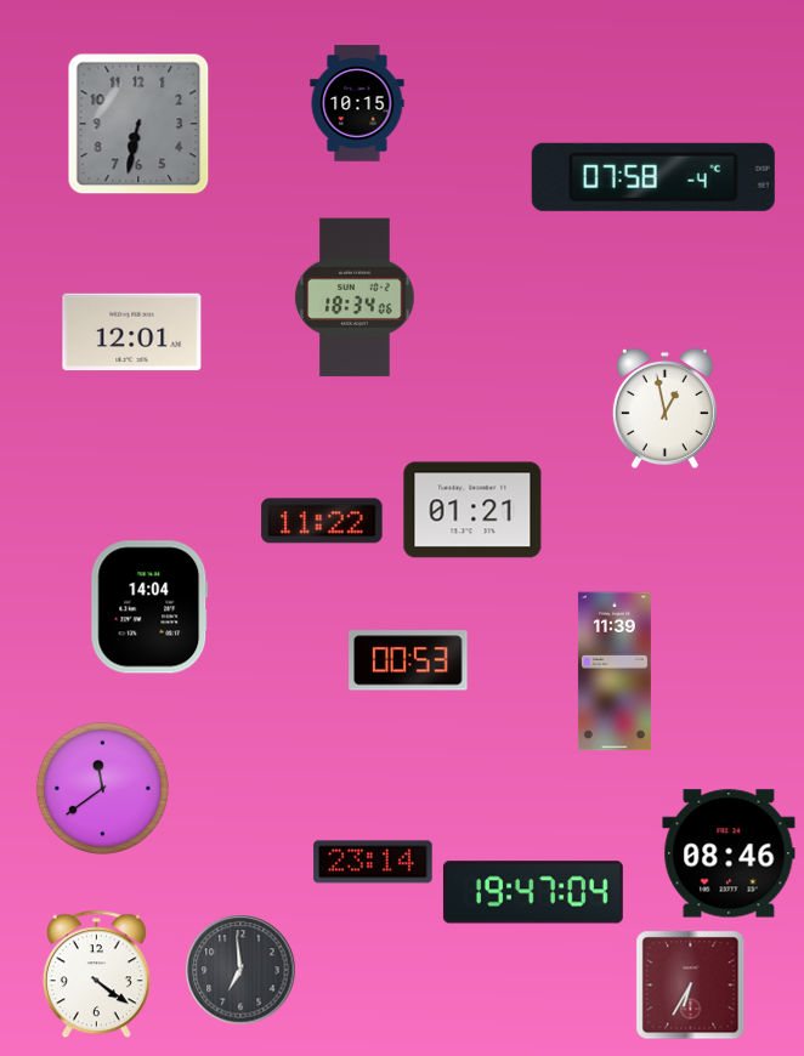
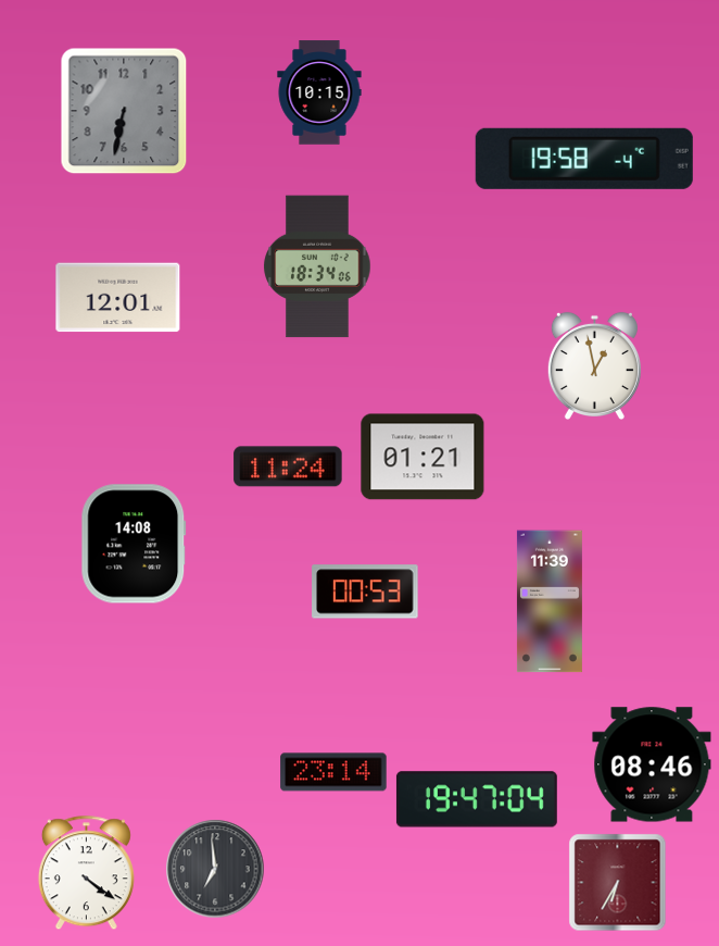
clock at (653, 177): 07:58 -> 19:58
clock at (322, 521): 11:22 -> 11:24
clock at (149, 607): 14:04 -> 14:08
clock at (102, 788): 11:39 -> none
